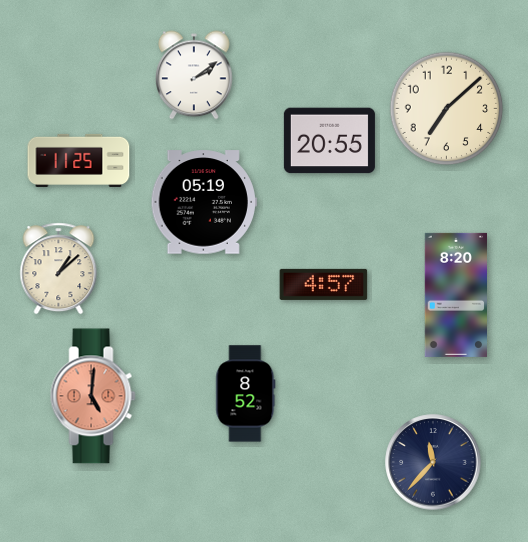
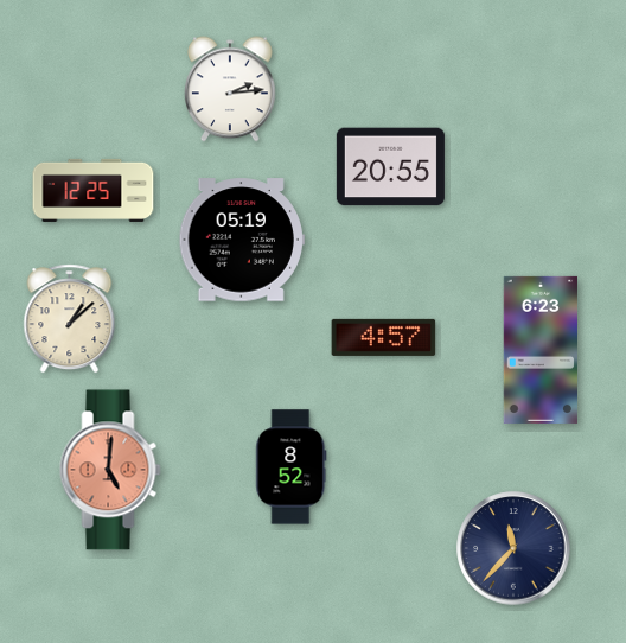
clock at (195, 75): 2:09 -> 2:14
clock at (447, 109): 7:08 -> none
clock at (79, 160): 11:25 -> 12:25
clock at (455, 295): 8:20 -> 6:23
